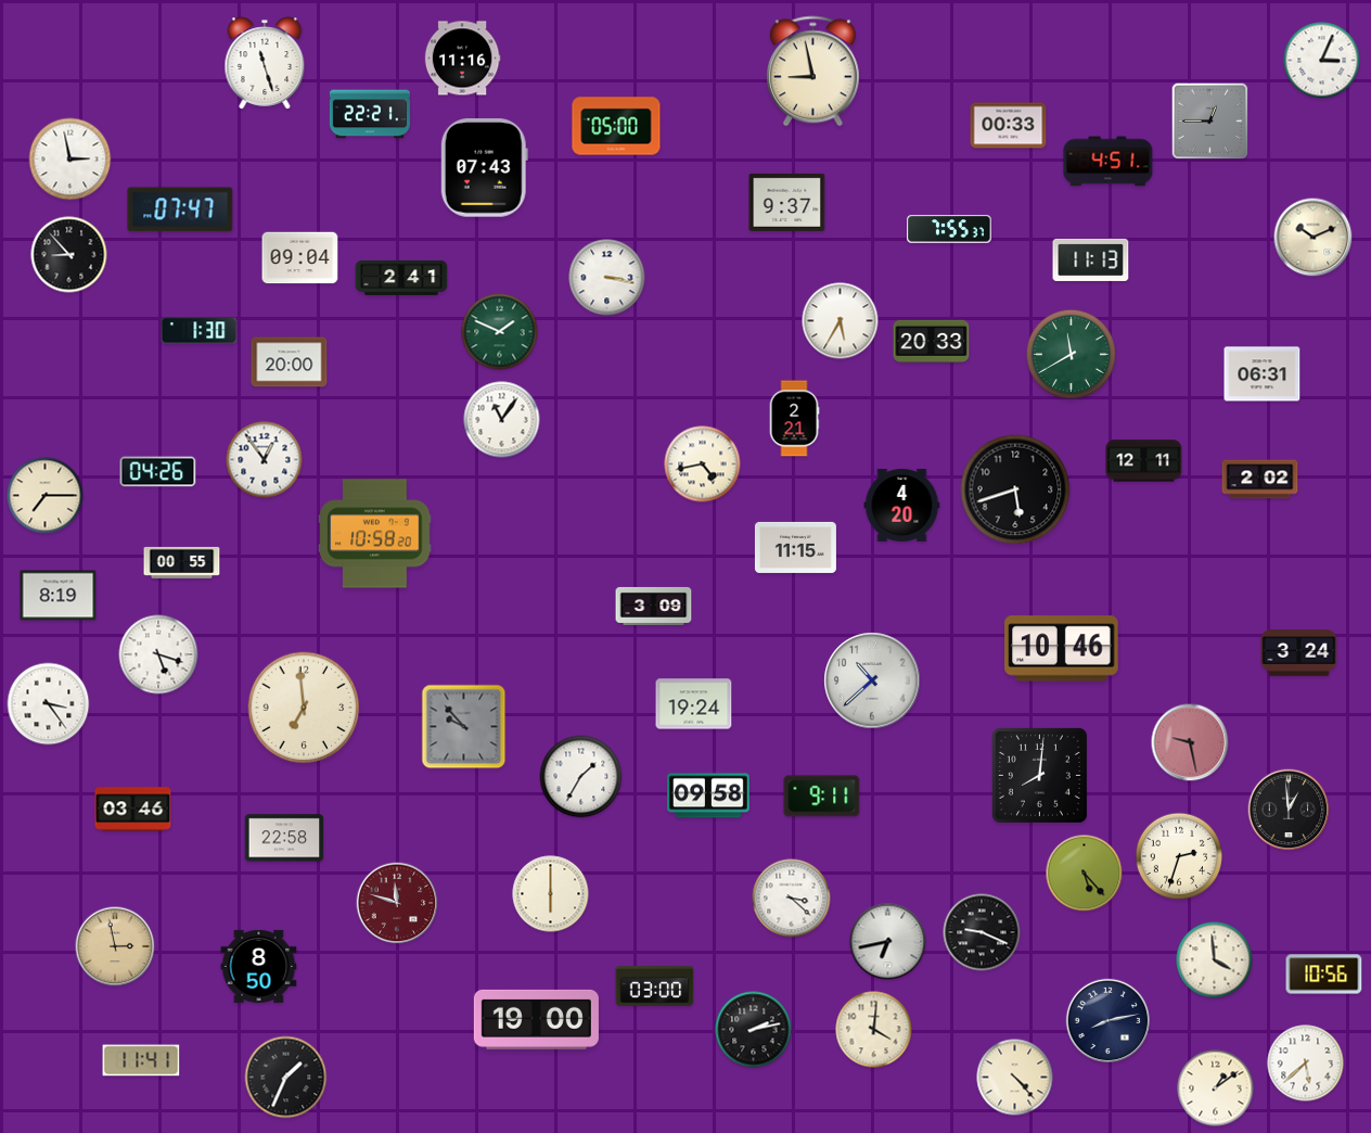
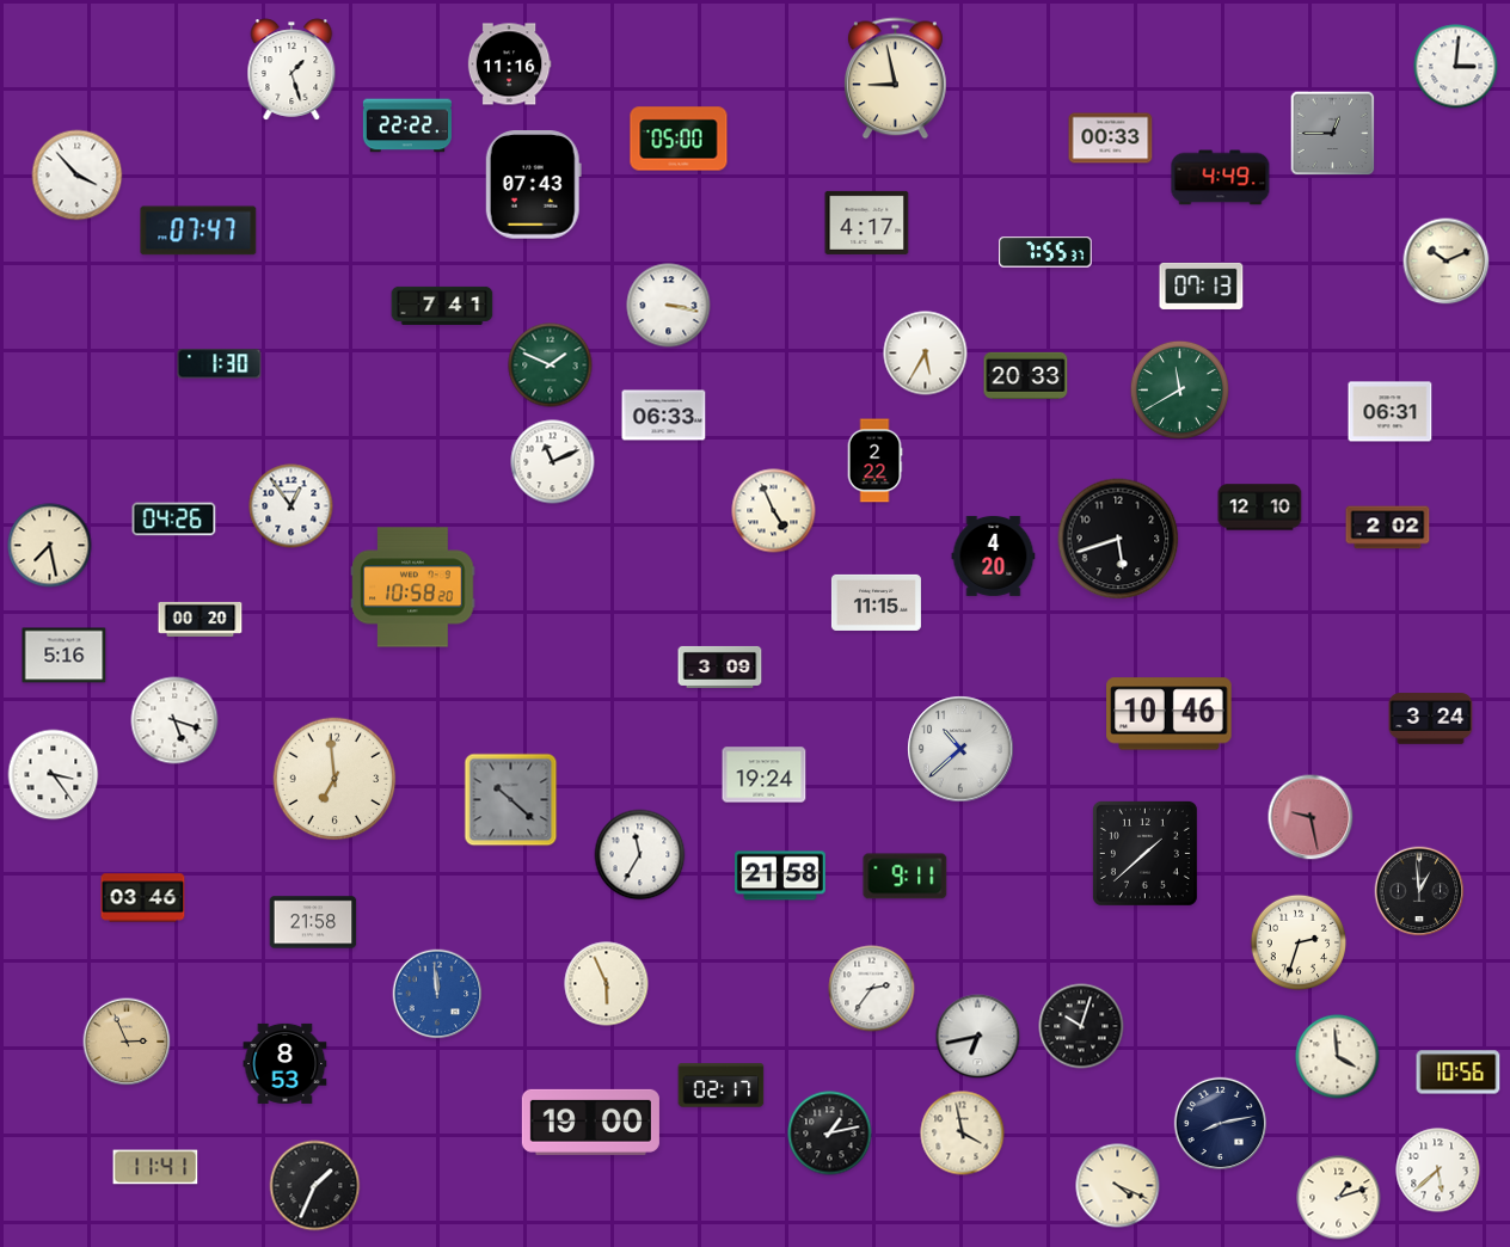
clock at (1322, 61): 3:04 -> 3:01
clock at (265, 63): 11:27 -> 1:27
clock at (370, 114): 22:21 -> 22:22
clock at (71, 160): 2:58 -> 3:53
clock at (1109, 162): 4:51 -> 4:49
clock at (787, 202): 9:37 -> 4:17
clock at (69, 255): 8:53 -> none
clock at (300, 258): 09:04 -> none
clock at (1091, 259): 11:13 -> 07:13
clock at (401, 278): 2:41 -> 7:41
clock at (290, 362): 20:00 -> none
clock at (664, 416): none -> 06:33
clock at (794, 419): 2:21 -> 2:22
clock at (502, 420): 11:06 -> 11:11
clock at (1144, 461): 12:11 -> 12:10
clock at (703, 464): 4:43 -> 4:56
clock at (46, 496): 7:15 -> 7:28
clock at (182, 562): 00:55 -> 00:20
clock at (59, 596): 8:19 -> 5:16
clock at (464, 727): 9:53 -> 10:22
clock at (1039, 775): 8:01 -> 1:38
clock at (581, 777): 1:35 -> 11:35
clock at (708, 795): 09:58 -> 21:58
clock at (133, 810) position: (133, 810) -> (143, 898)
clock at (284, 838): 22:58 -> 21:58
clock at (1085, 874): 5:23 -> none
clock at (551, 894): 6:00 -> 5:56
clock at (792, 899): 3:22 -> 2:36
clock at (397, 903): 11:48 -> 11:59
clock at (397, 903) dial: burgundy -> blue
clock at (982, 932): 9:19 -> 10:03
clock at (115, 946): 2:58 -> 2:56
clock at (259, 966): 8:50 -> 8:53
clock at (655, 986): 03:00 -> 02:17
clock at (754, 1030): 2:13 -> 1:13
clock at (874, 1030): 4:01 -> 3:58
clock at (1015, 1078): 4:23 -> 4:19
clock at (1216, 1089): 1:09 -> 1:12
